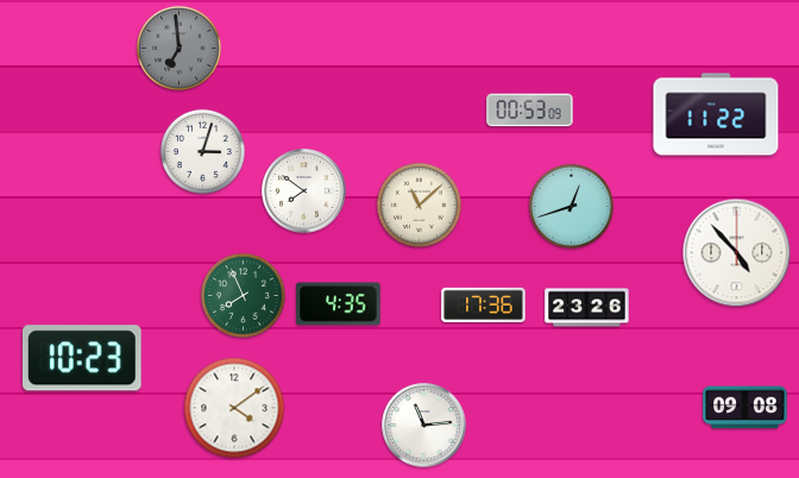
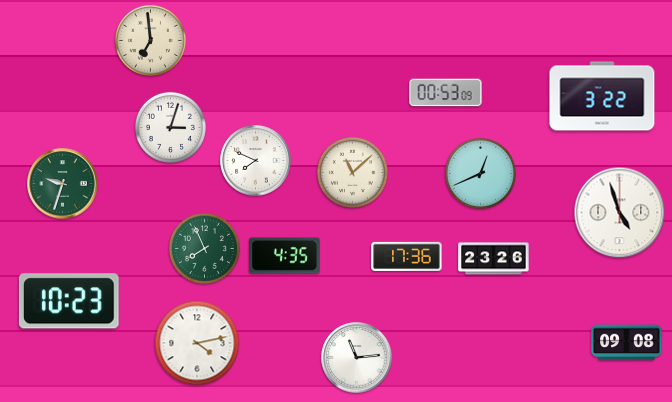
clock at (178, 48) dial: grey -> cream
clock at (716, 114): 11:22 -> 3:22
clock at (304, 191): 7:51 -> 7:49
clock at (571, 206): 12:42 -> 12:41
clock at (63, 184): none -> 9:33
clock at (737, 253): 4:53 -> 4:57
clock at (234, 408): 4:09 -> 4:13
